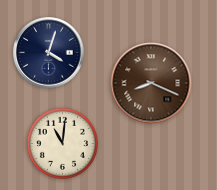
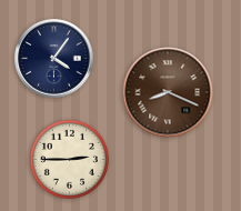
clock at (49, 53): 4:03 -> 4:06
clock at (62, 143): 11:01 -> 2:45
